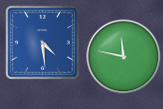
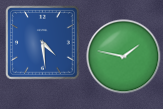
clock at (124, 57): 11:47 -> 1:47
